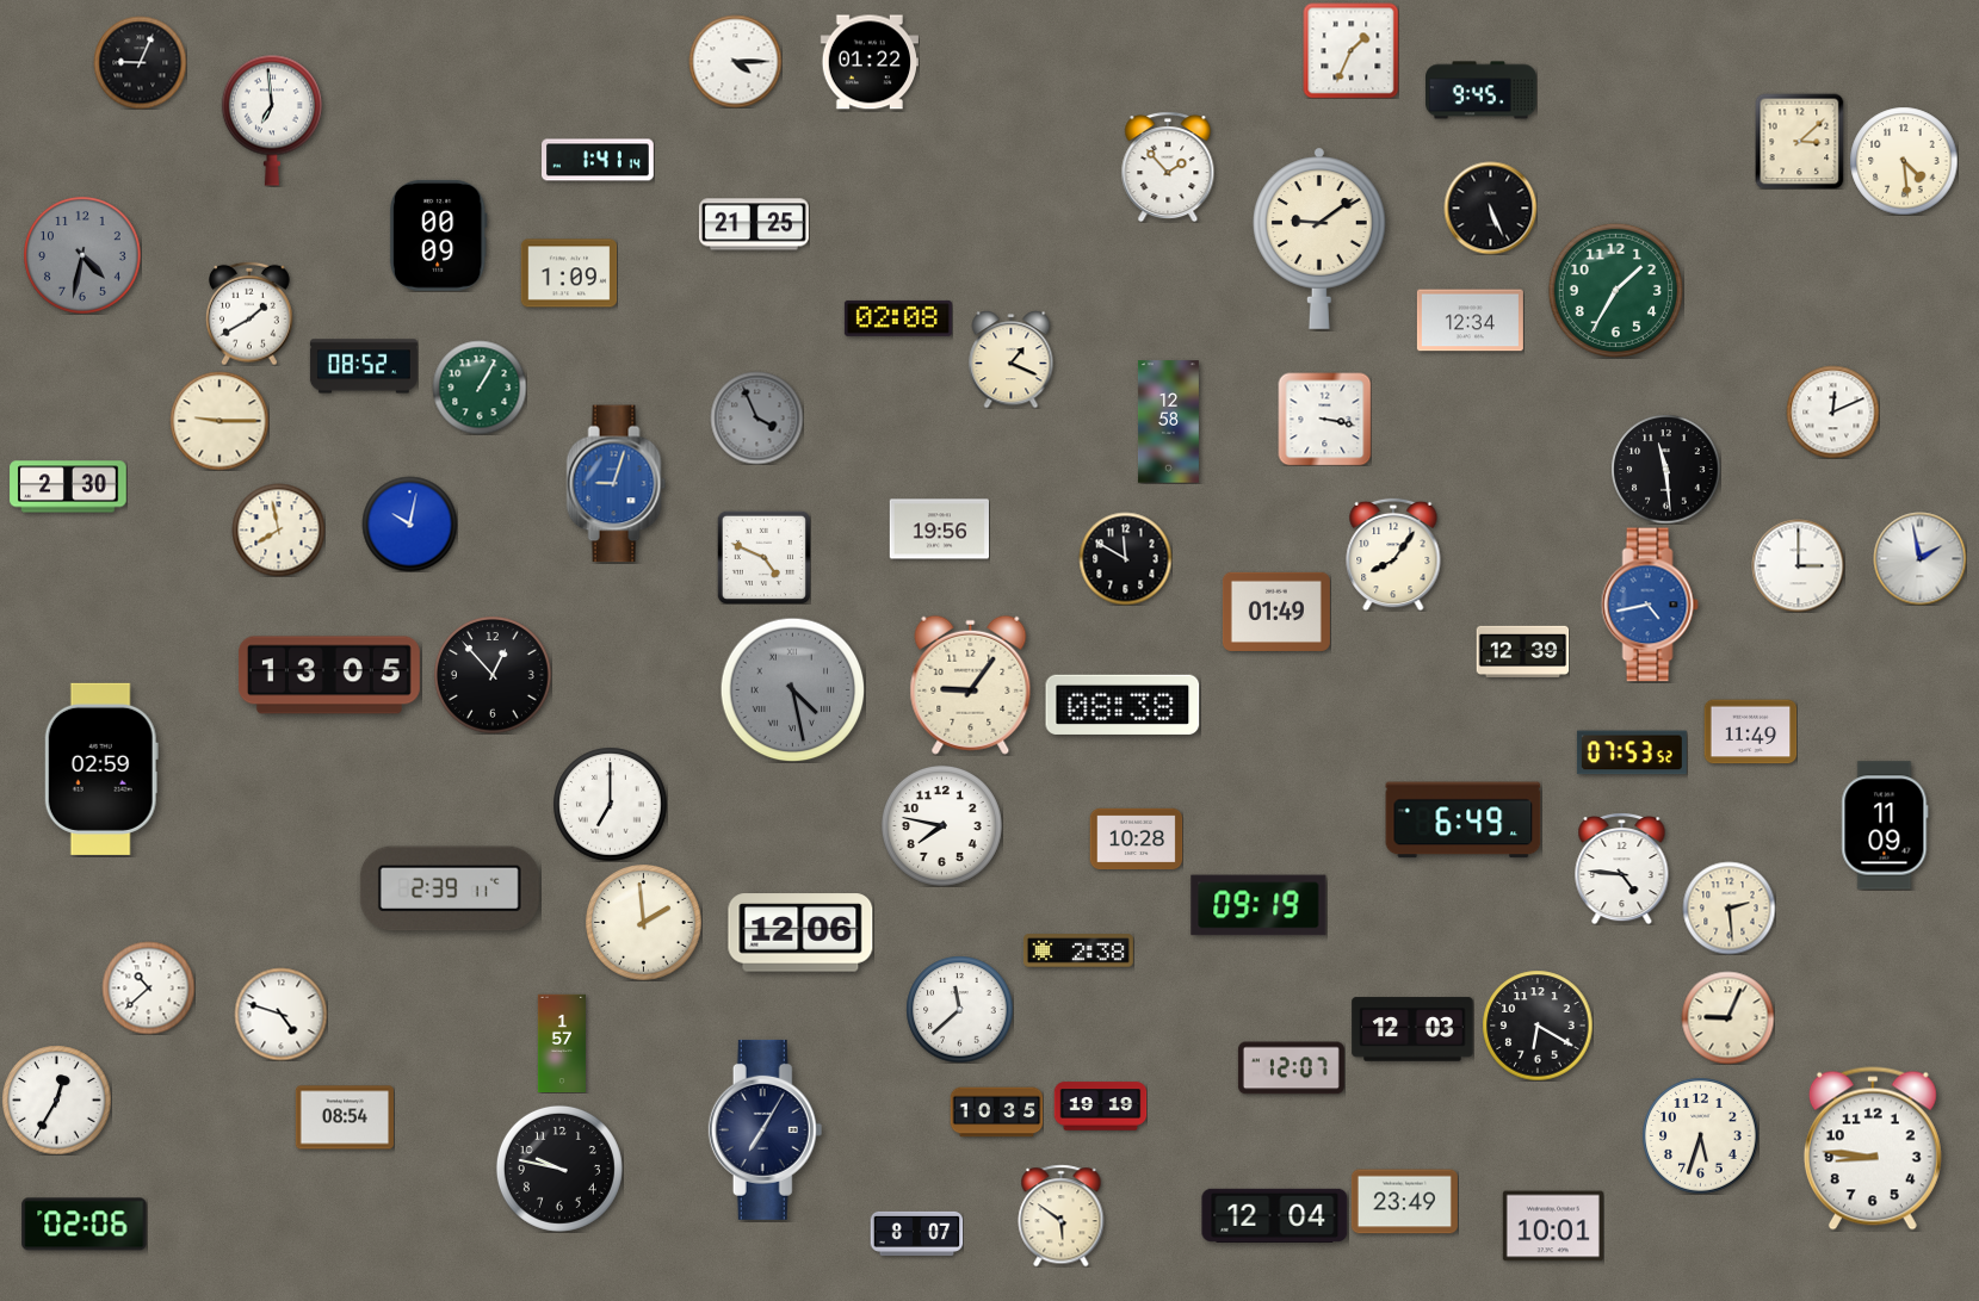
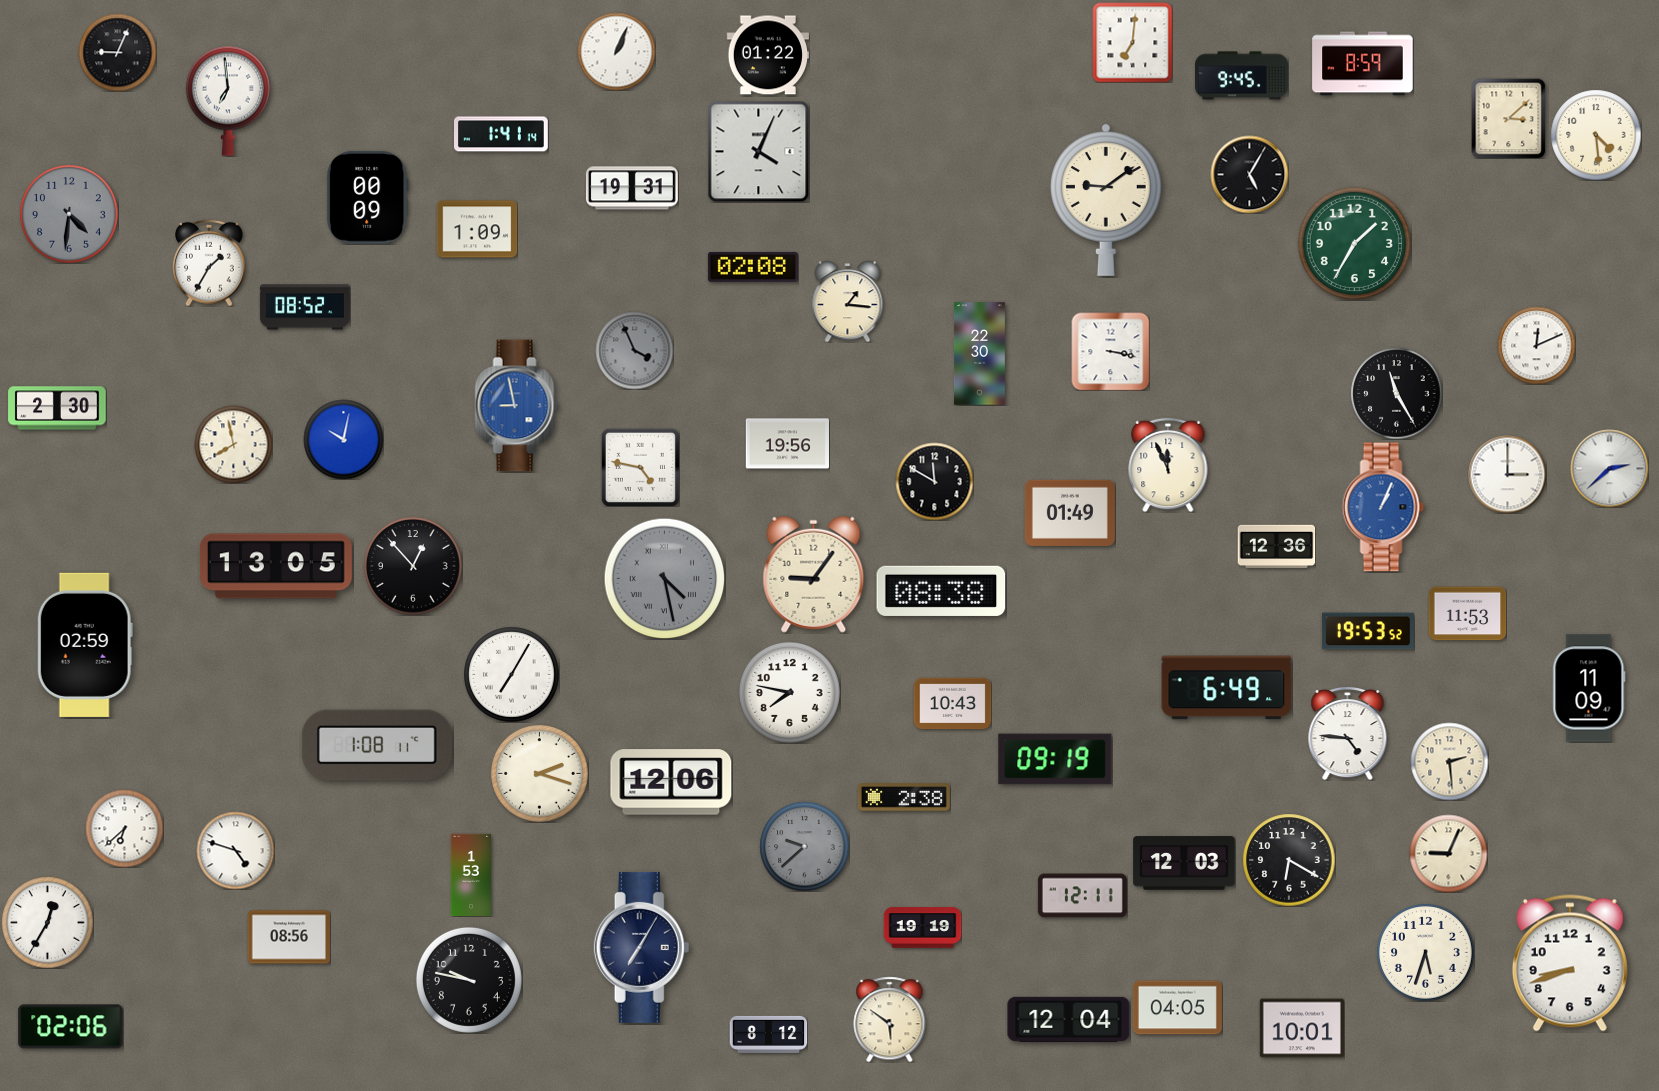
clock at (1350, 50): 1:34 -> 7:01
clock at (735, 61): 4:15 -> 1:04
clock at (868, 62) position: (868, 62) -> (767, 55)
clock at (1363, 64): none -> 8:59
clock at (1168, 167): 1:53 -> none
clock at (758, 151): none -> 4:04
clock at (1490, 207): 5:26 -> 5:05
clock at (754, 224): 21:25 -> 19:31
clock at (84, 256): 4:32 -> 4:31
clock at (249, 314): 1:40 -> 1:35
clock at (1470, 321): 12:34 -> none
clock at (1012, 359): 1:19 -> 1:16
clock at (480, 388): 1:05 -> none
clock at (219, 421): 9:15 -> none
clock at (1168, 422): 12:58 -> 22:30
clock at (1665, 469): 11:29 -> 11:25
clock at (617, 484): 9:03 -> 8:58
clock at (1393, 555): 8:06 -> 11:56
clock at (763, 557): 4:49 -> 4:47
clock at (1125, 558) position: (1125, 558) -> (934, 481)
clock at (1919, 558): 1:58 -> 2:38
clock at (1650, 605): 4:43 -> 1:04
clock at (1522, 652): 12:39 -> 12:36
clock at (1750, 732): 11:49 -> 11:53
clock at (1632, 752): 07:53 -> 19:53
clock at (610, 804): 7:00 -> 7:05
clock at (1885, 825) position: (1885, 825) -> (1589, 688)
clock at (1136, 840): 10:28 -> 10:43
clock at (1622, 868) position: (1622, 868) -> (1348, 733)
clock at (450, 888): 2:39 -> 1:08
clock at (644, 923): 1:59 -> 2:18
clock at (148, 987): 10:38 -> 6:38
clock at (959, 1009): 11:38 -> 9:38
clock at (959, 1009) dial: white -> grey
clock at (561, 1043): 1:57 -> 1:53
clock at (1291, 1068): 12:07 -> 12:11
clock at (996, 1113): 10:35 -> none
clock at (344, 1117): 08:54 -> 08:56
clock at (1873, 1148): 8:46 -> 8:42
clock at (1404, 1202): 23:49 -> 04:05
clock at (916, 1233): 8:07 -> 8:12
